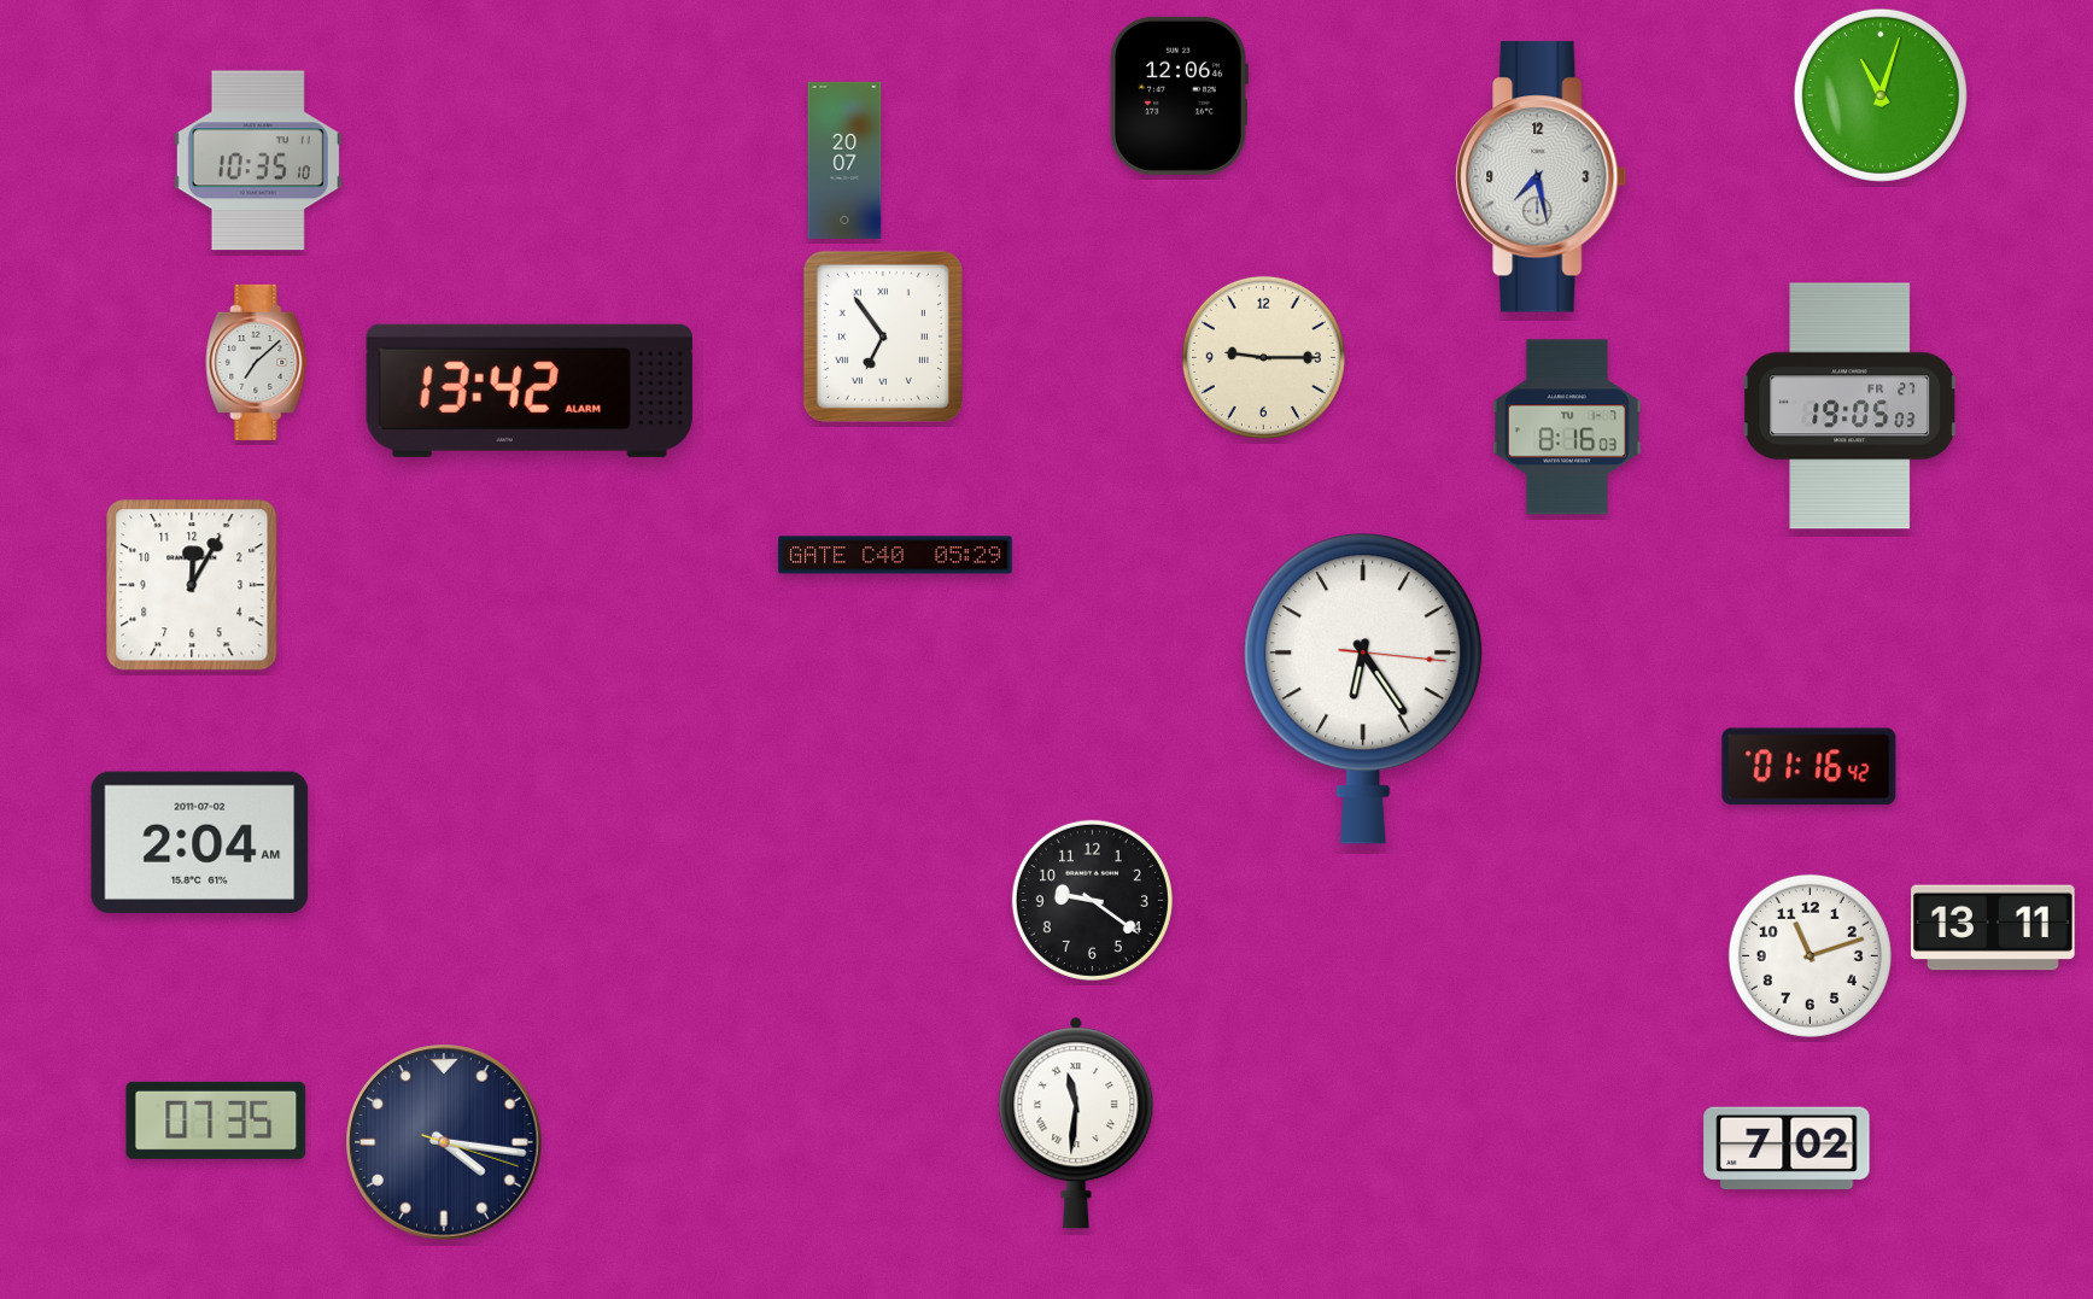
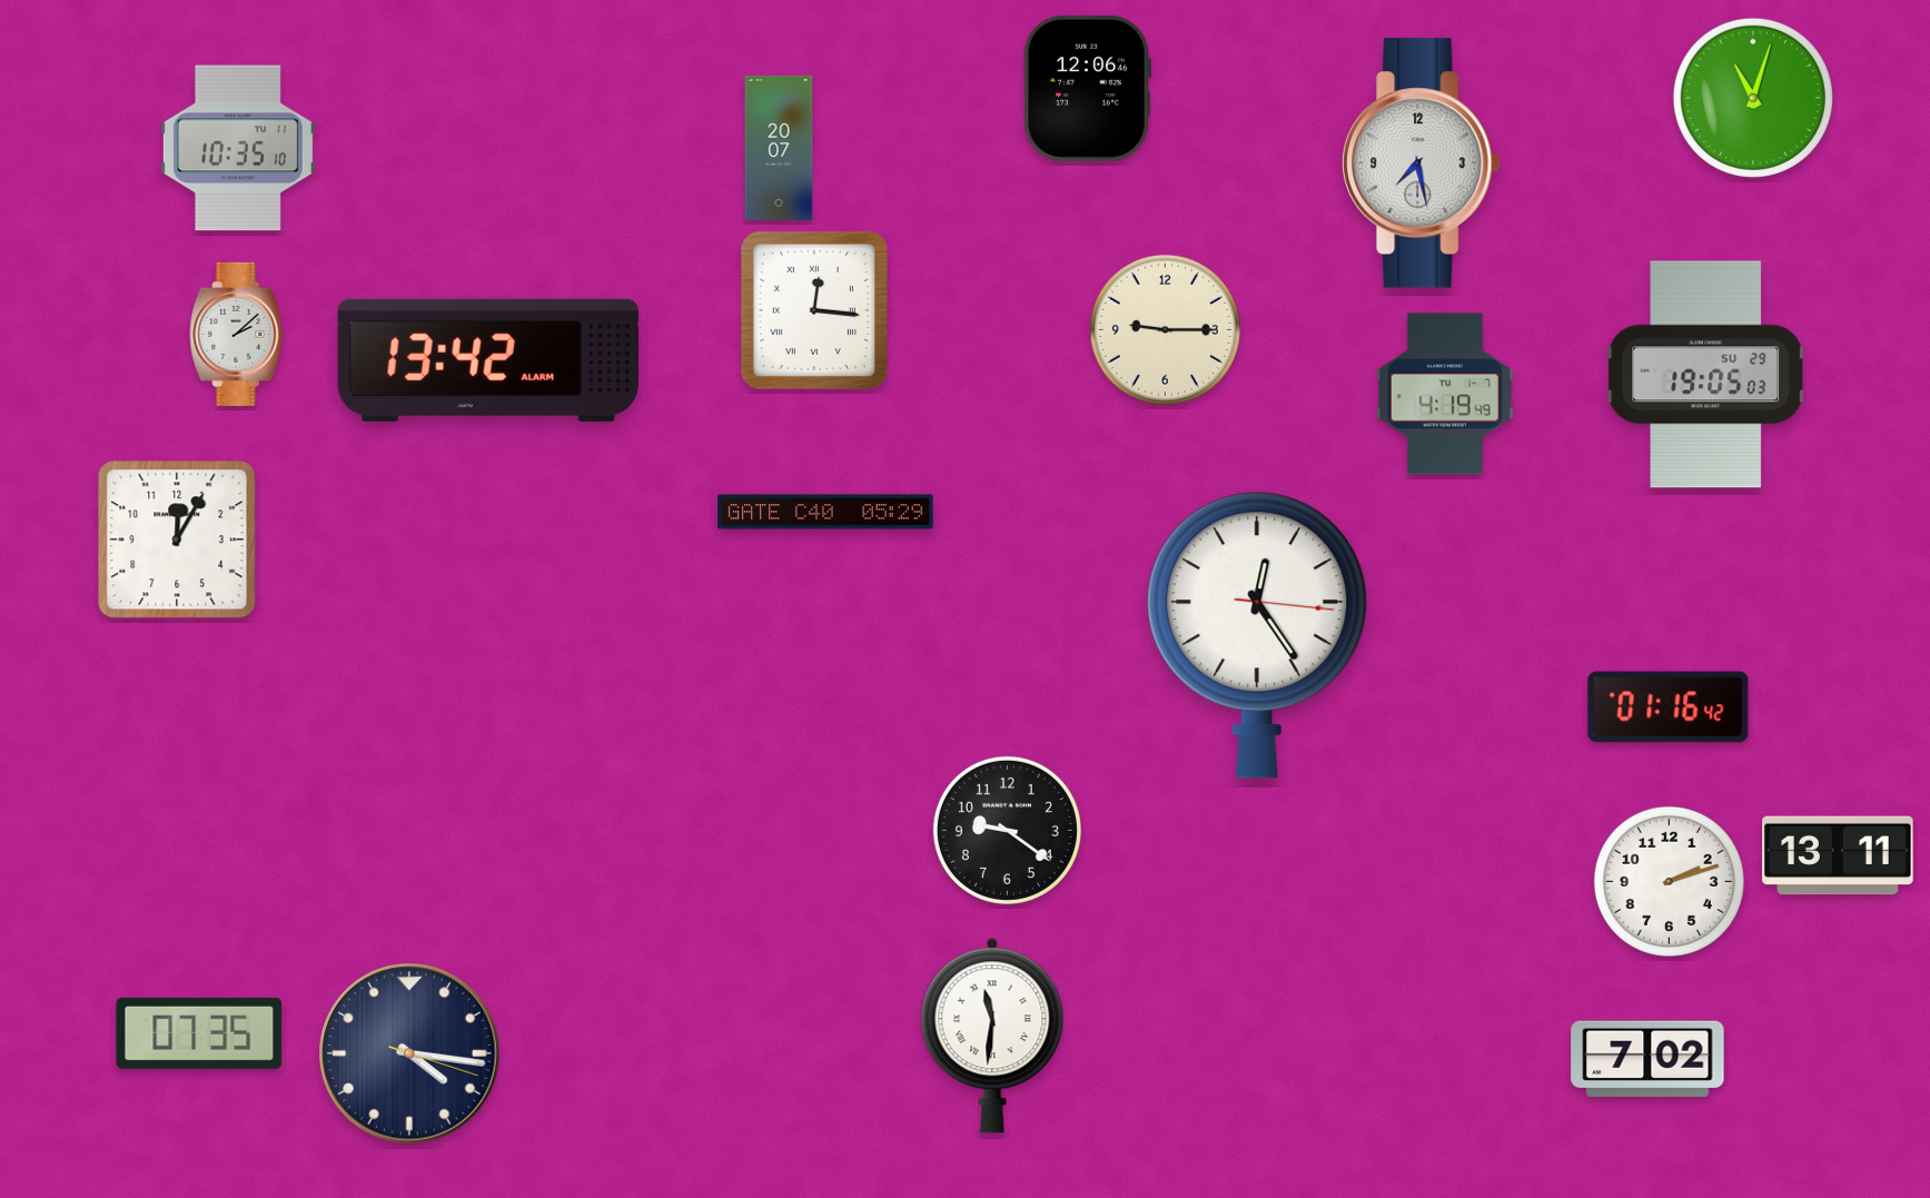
clock at (1881, 95) position: (1881, 95) -> (1753, 98)
clock at (883, 337): 6:54 -> 12:16
clock at (257, 362): 7:08 -> 2:08
clock at (1851, 406) date: FR 27 -> SU 29
clock at (1567, 427): 8:16 -> 4:19
clock at (1363, 689): 6:24 -> 12:24
clock at (200, 842): 2:04 -> none
clock at (1810, 955): 11:12 -> 2:12
